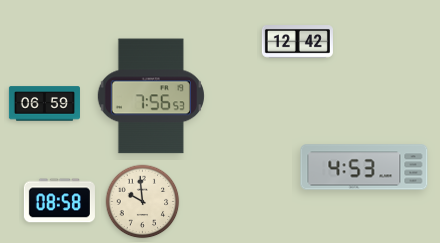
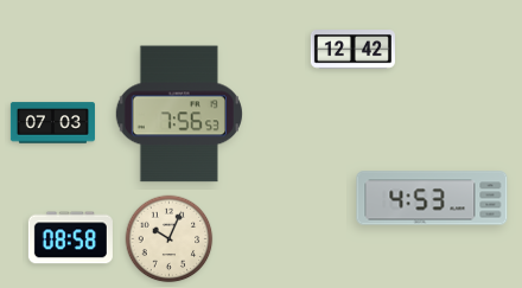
clock at (44, 104): 06:59 -> 07:03
clock at (143, 202): 9:59 -> 10:04
